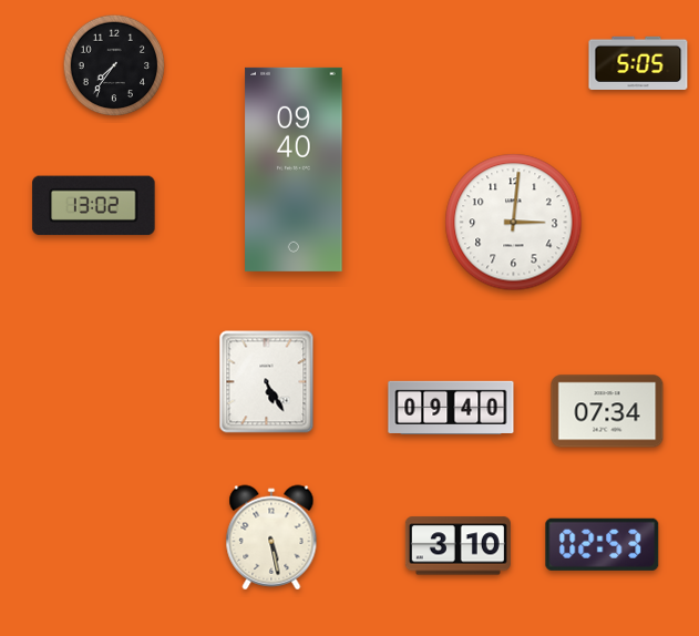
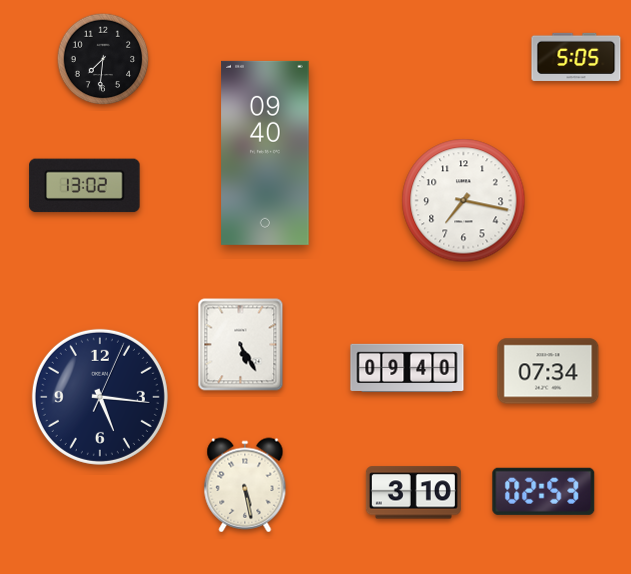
clock at (114, 65): 7:36 -> 7:31
clock at (514, 223): 3:01 -> 7:17
clock at (100, 397): none -> 5:16
